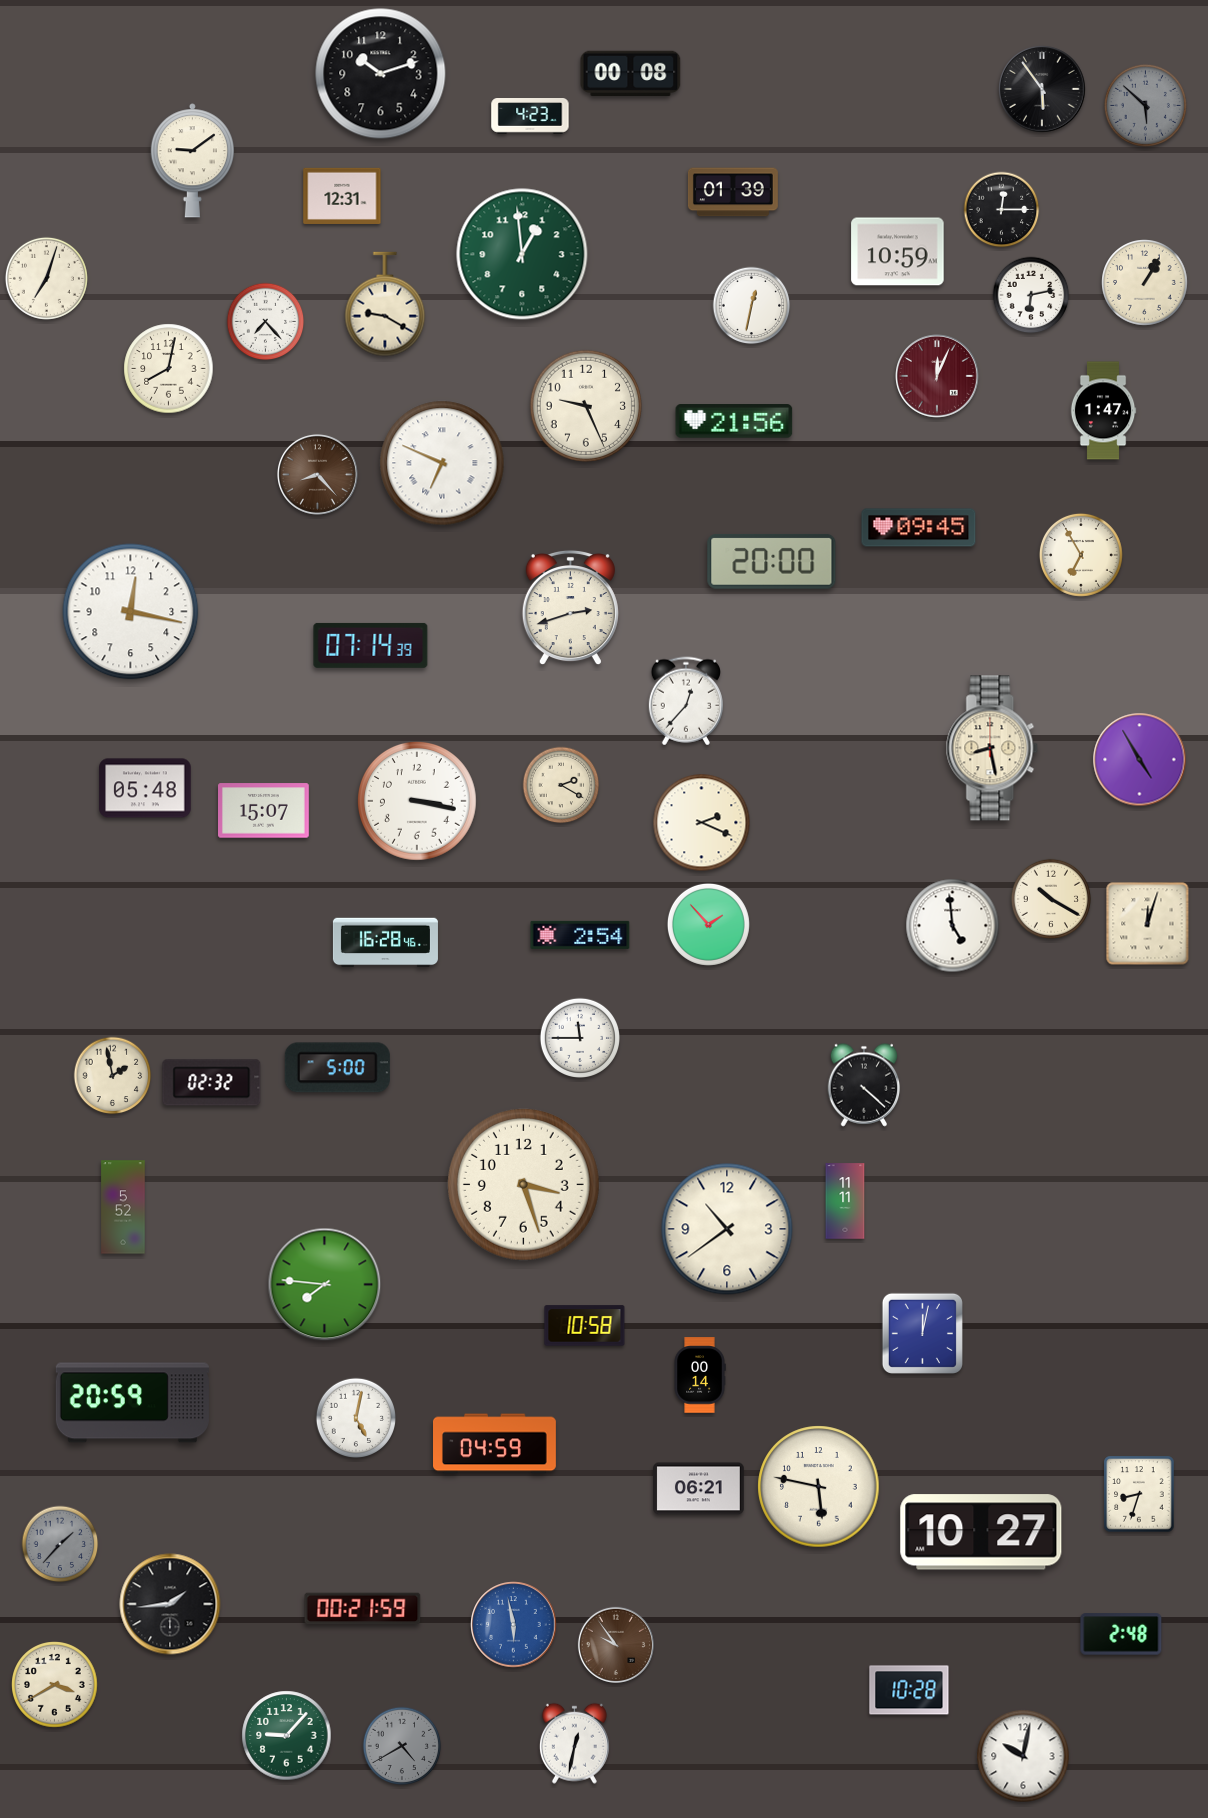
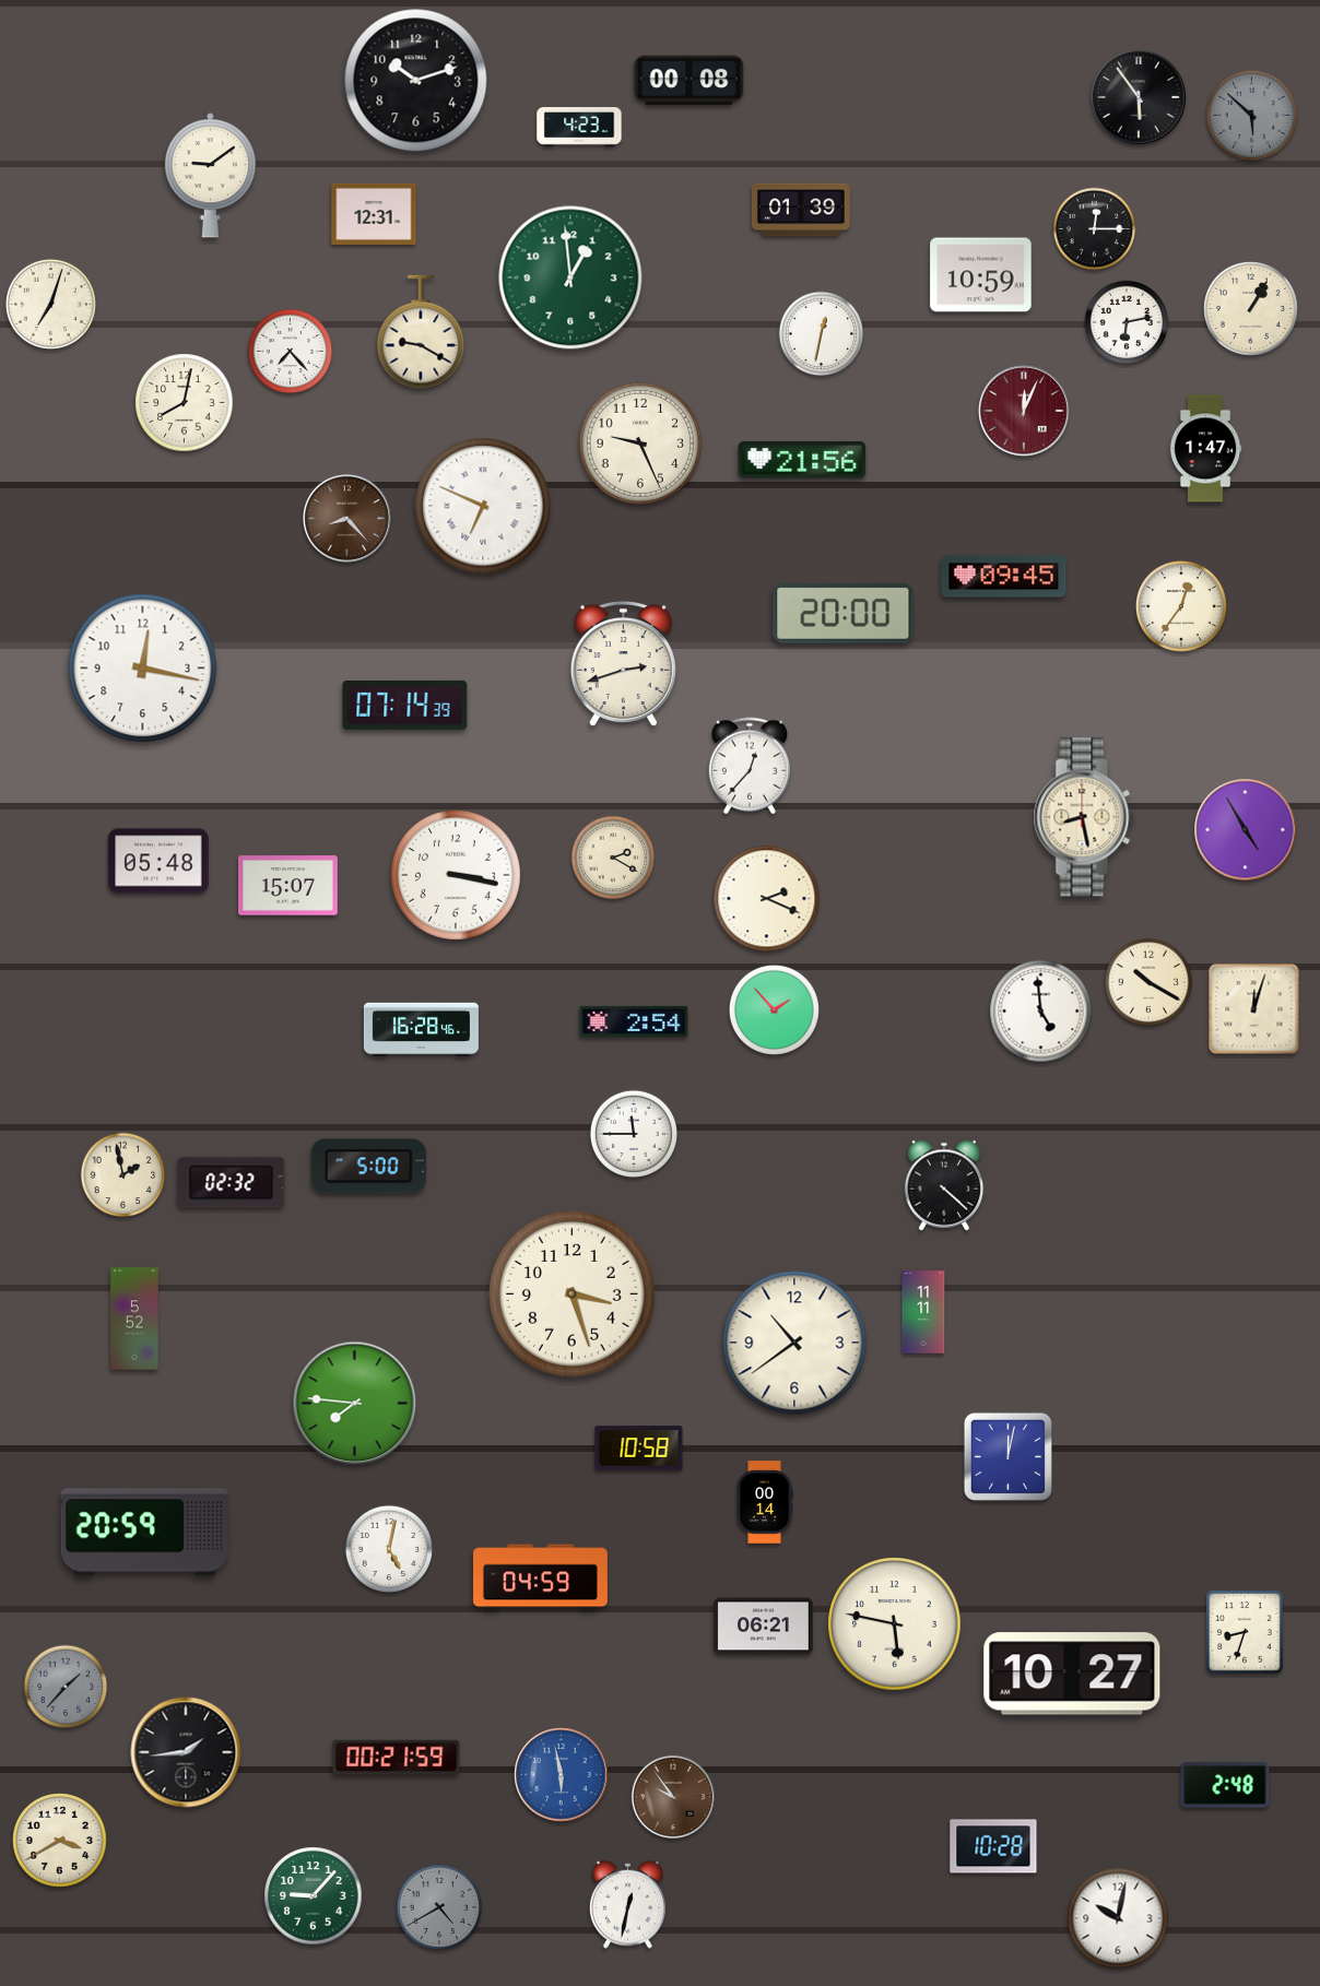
clock at (1081, 555): 6:55 -> 12:36
